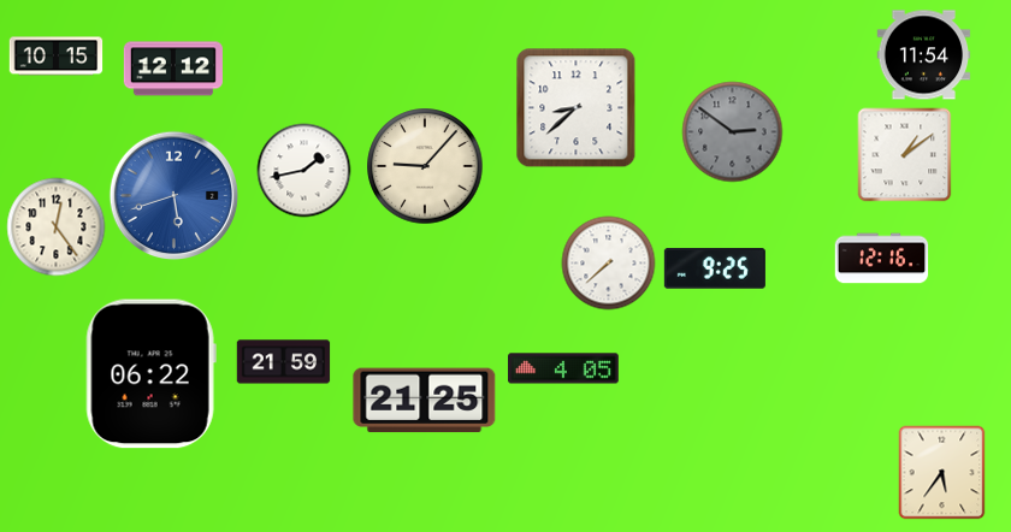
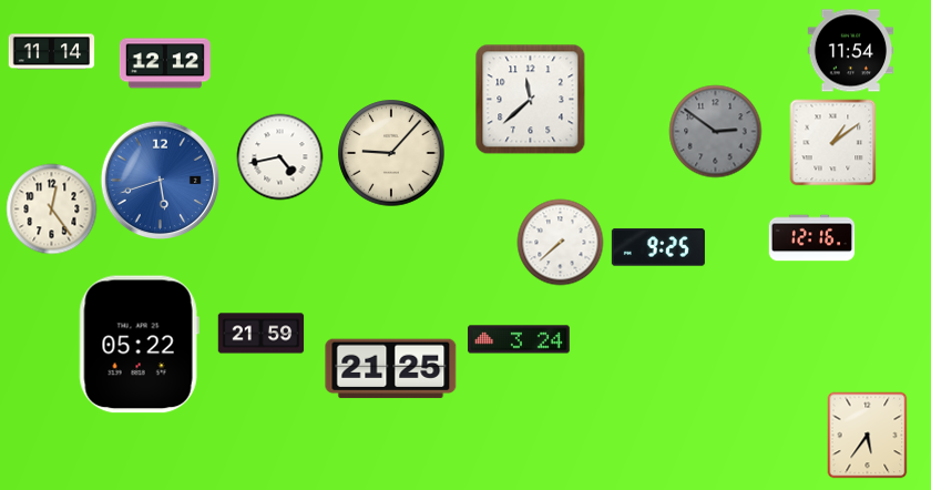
clock at (55, 57): 10:15 -> 11:14
clock at (173, 69) position: (173, 69) -> (165, 63)
clock at (575, 107): 8:38 -> 11:38
clock at (732, 131) position: (732, 131) -> (715, 131)
clock at (303, 170): 1:43 -> 4:43
clock at (563, 368): 4:05 -> 3:24
clock at (150, 374): 06:22 -> 05:22
